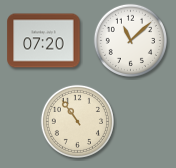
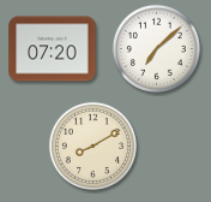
clock at (130, 40): 11:08 -> 7:08
clock at (77, 121): 10:54 -> 8:10
